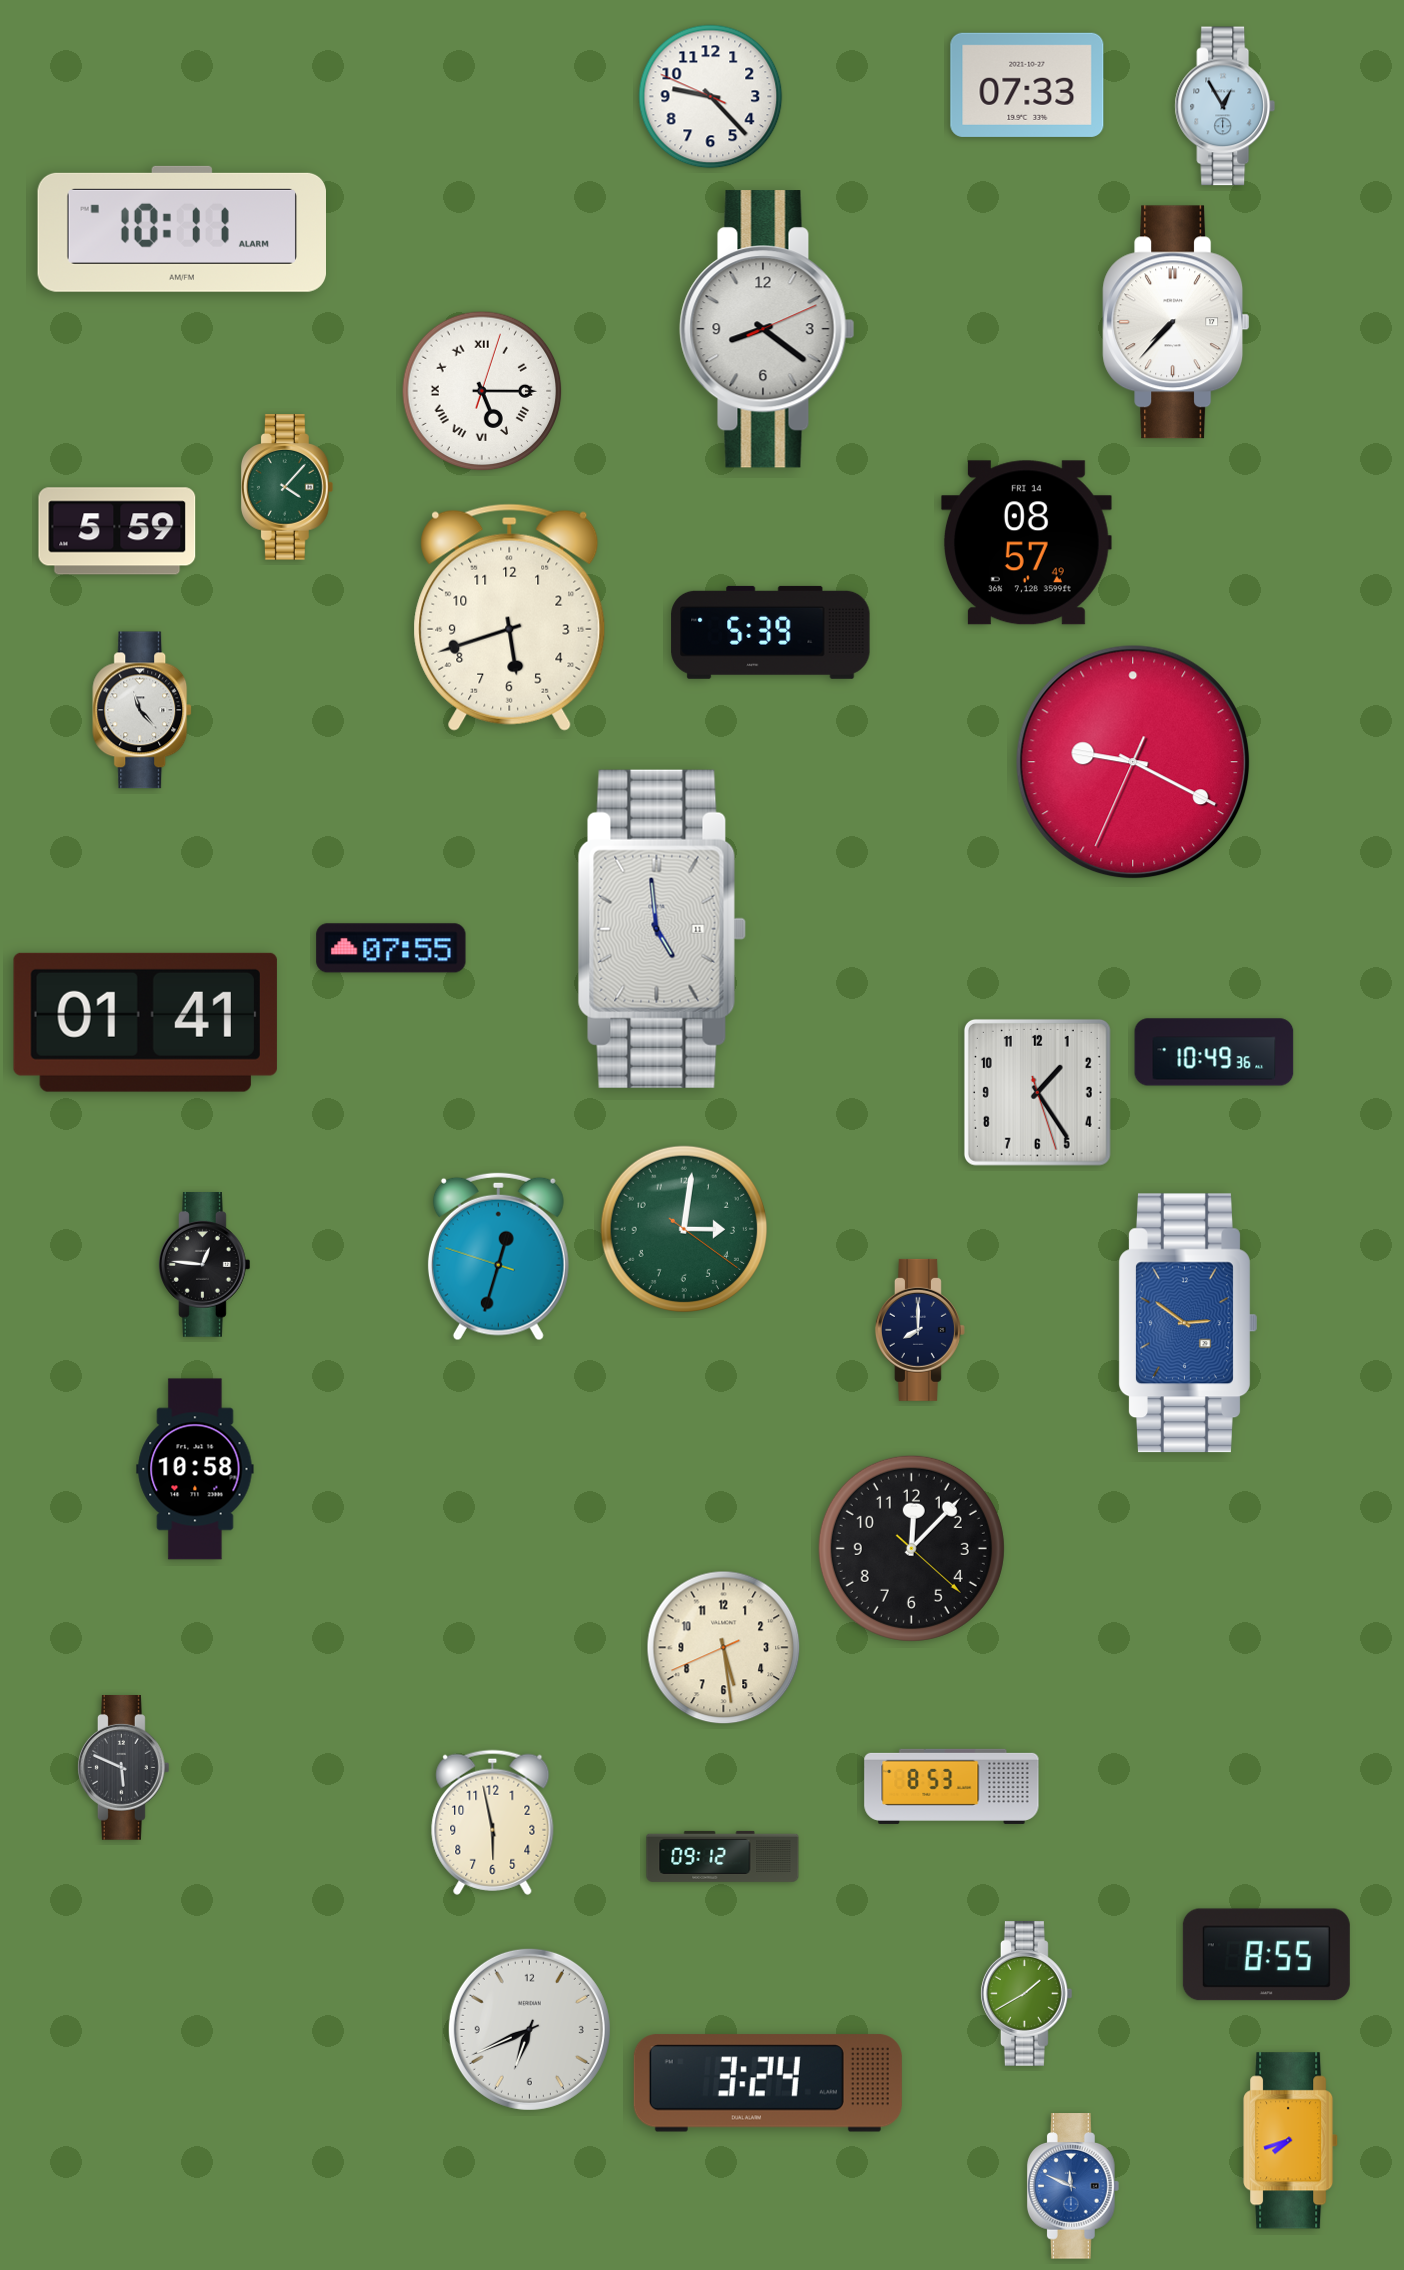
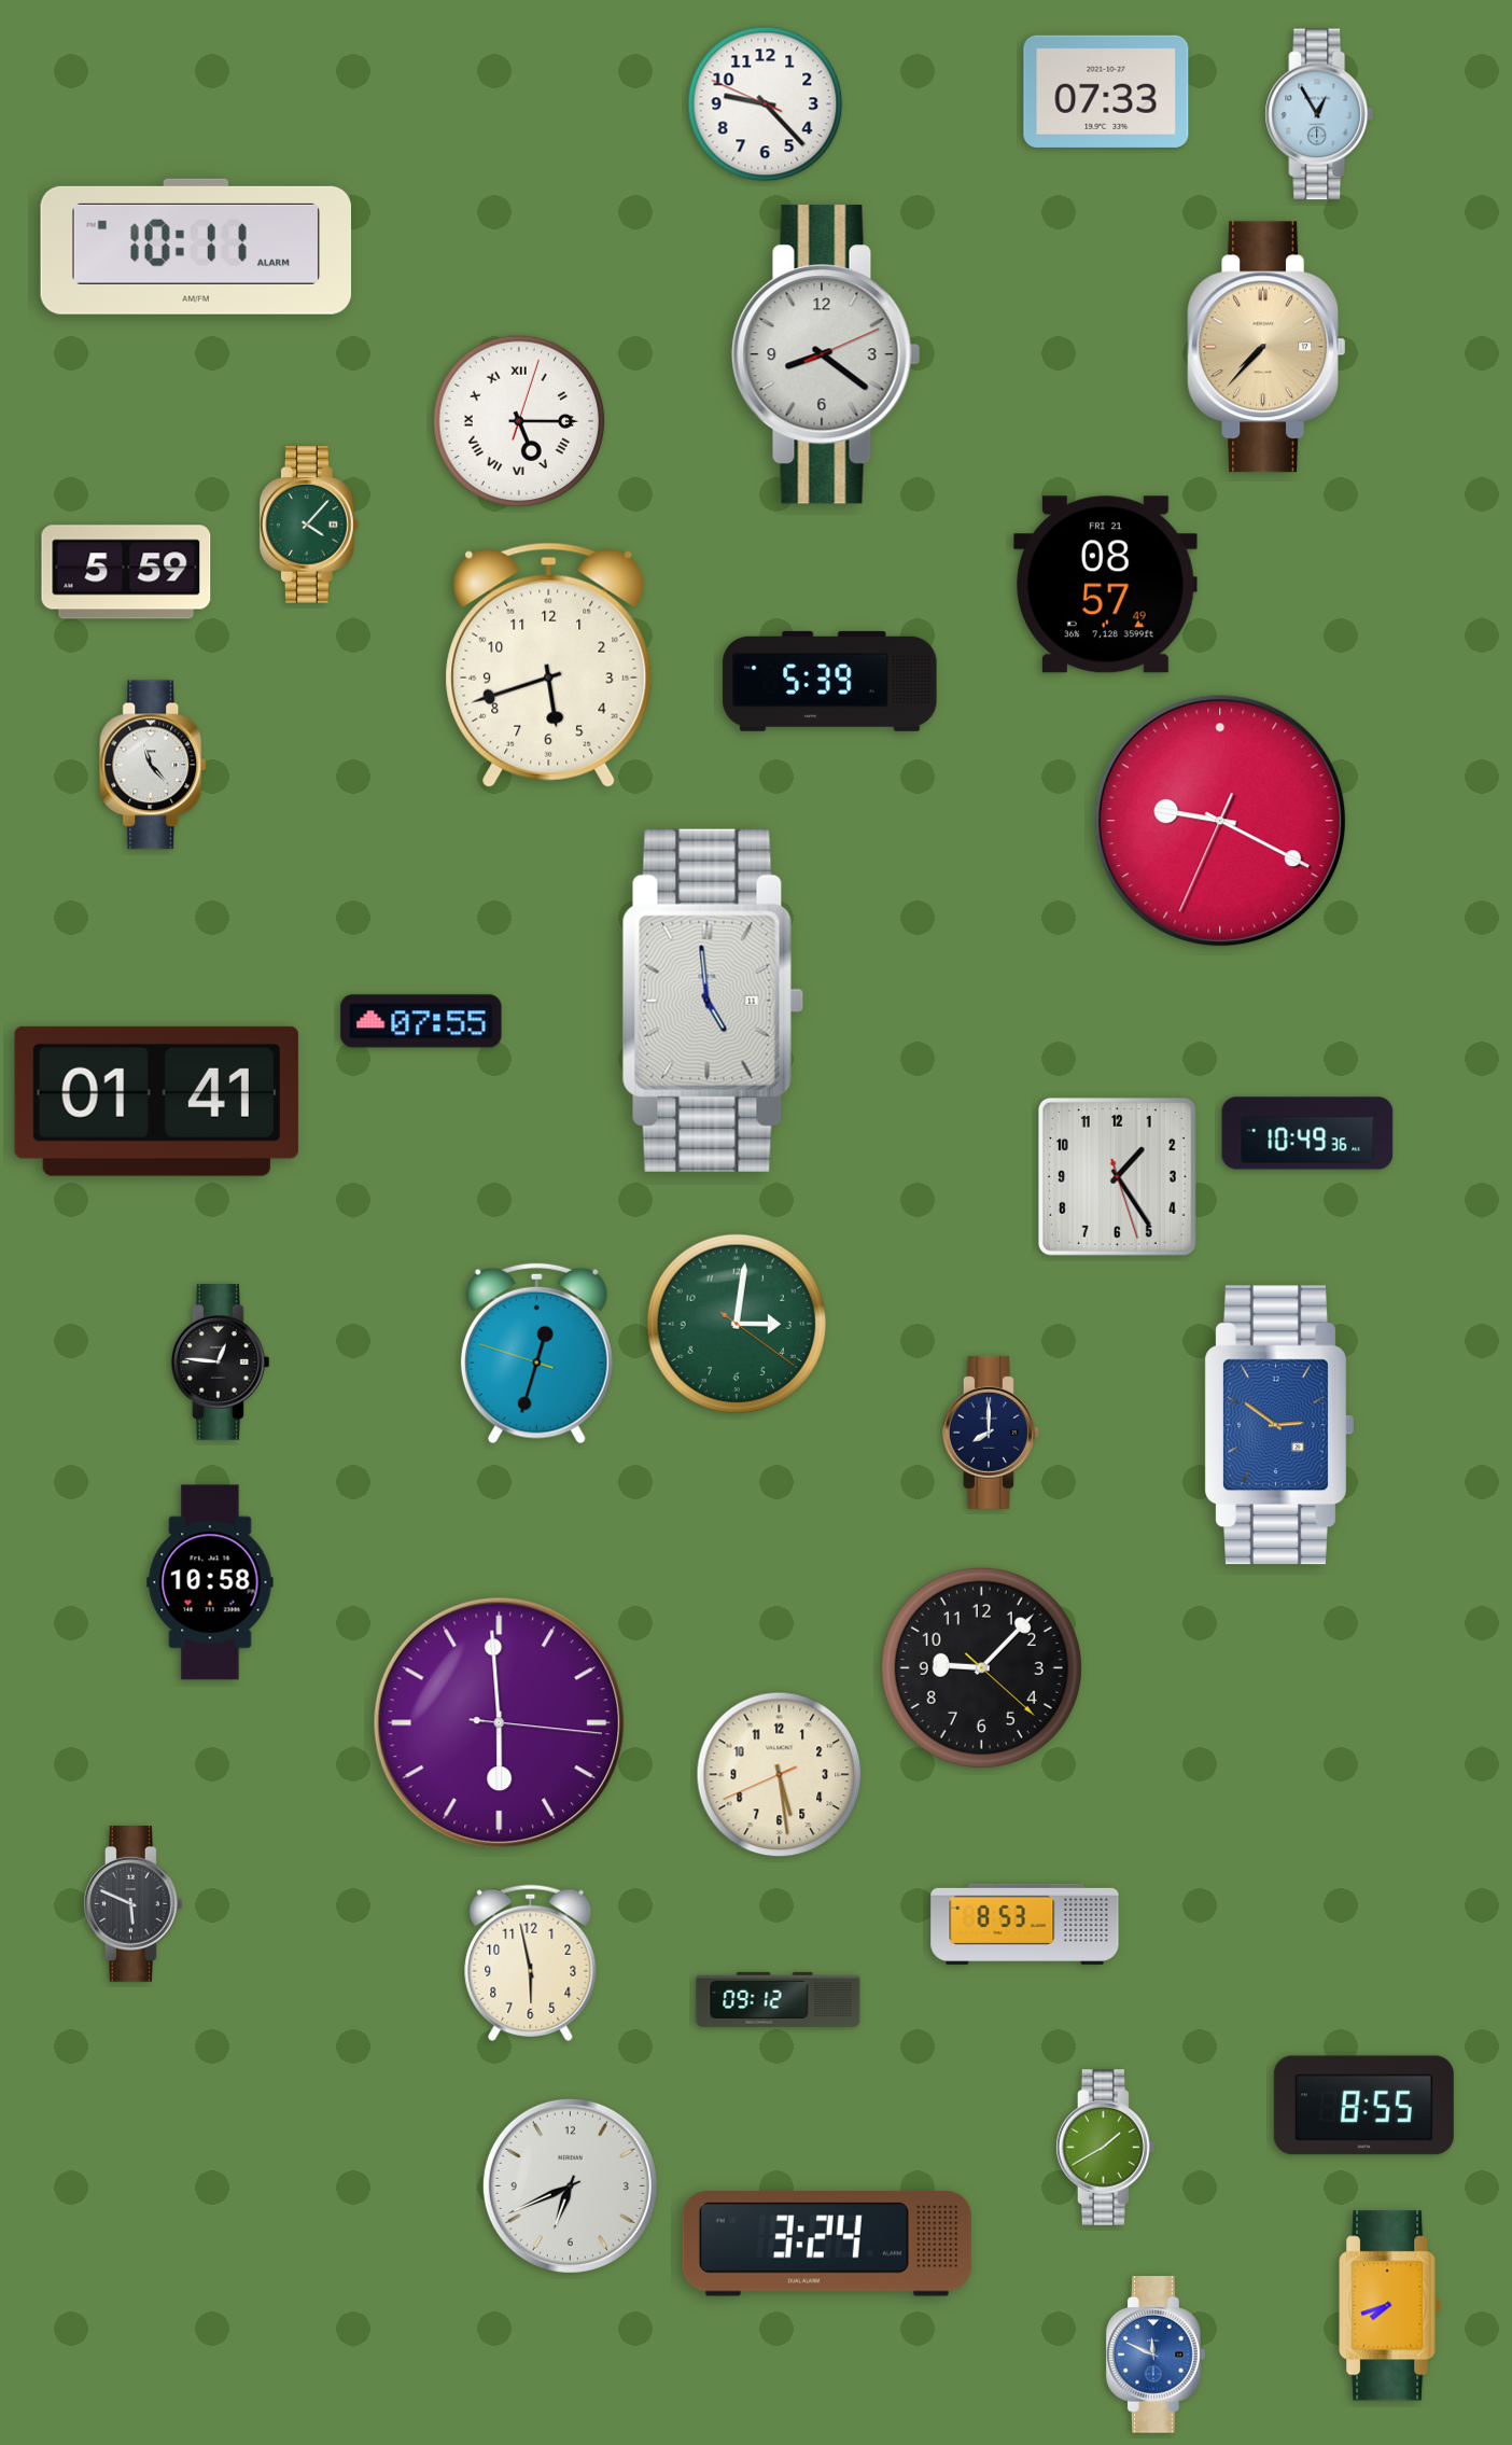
clock at (1176, 322) dial: white -> champagne
clock at (1026, 543) date: FRI 14 -> FRI 21
clock at (911, 1548): 12:07 -> 9:07
clock at (500, 1723): none -> 5:59
